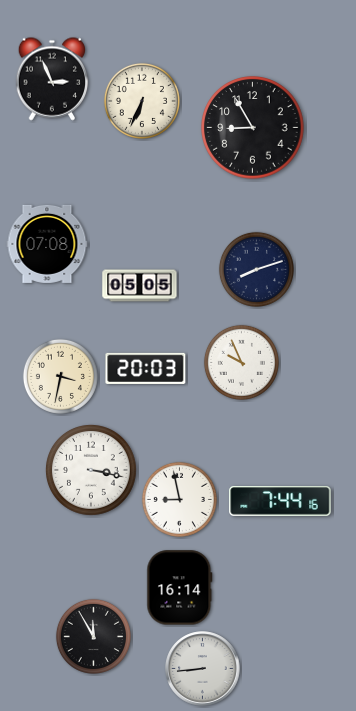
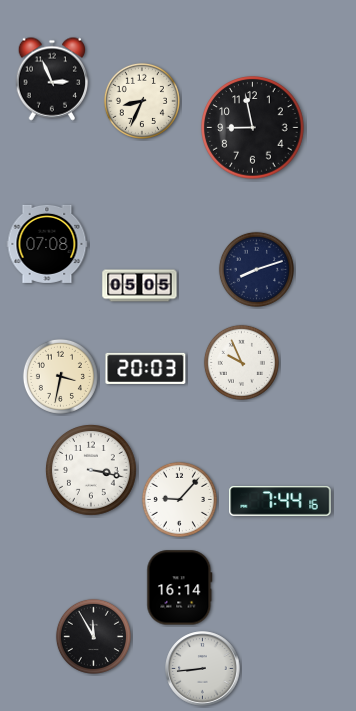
clock at (142, 101): 6:34 -> 8:34
clock at (253, 128): 8:55 -> 8:58
clock at (179, 499): 8:58 -> 9:07
